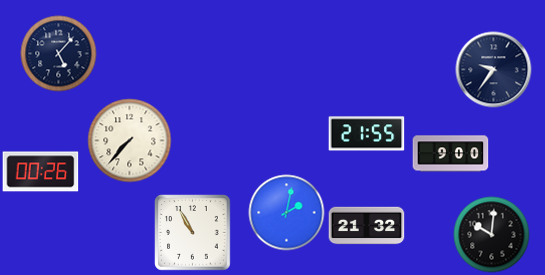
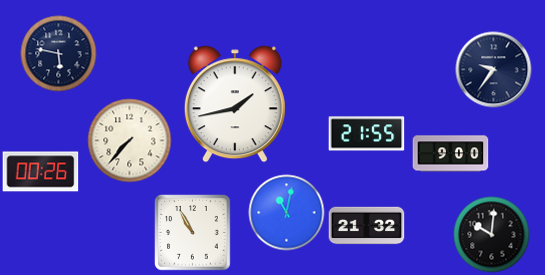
clock at (59, 54): 5:07 -> 5:47
clock at (235, 104): none -> 1:43
clock at (287, 213): 2:02 -> 11:02
